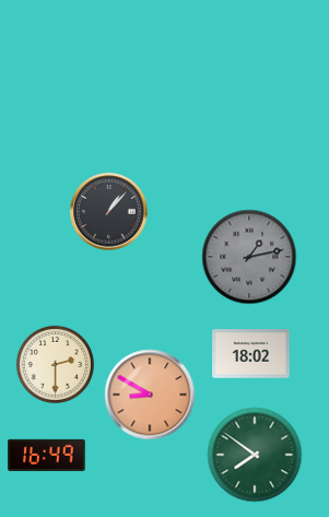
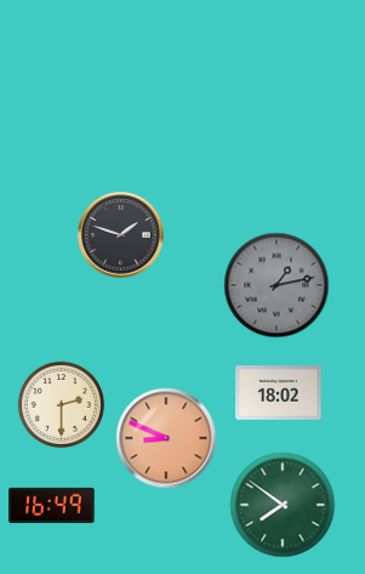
clock at (109, 212): 1:07 -> 1:48
clock at (150, 395): 8:50 -> 8:49
